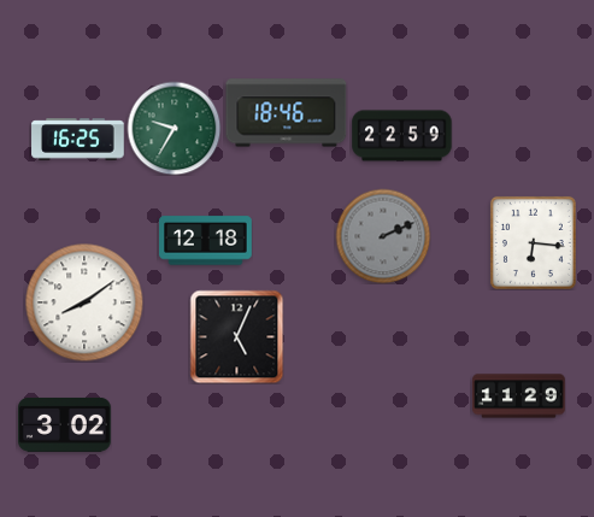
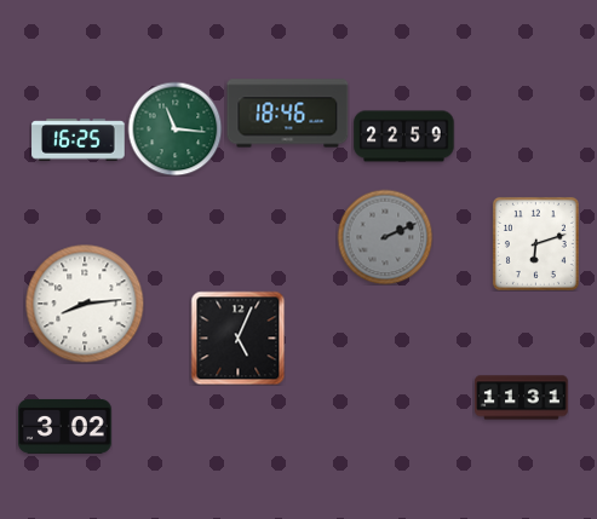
clock at (174, 128): 9:35 -> 11:16
clock at (206, 241): 12:18 -> none
clock at (533, 242): 6:16 -> 6:12
clock at (84, 302): 8:09 -> 8:14
clock at (519, 396): 11:29 -> 11:31
